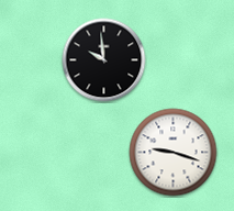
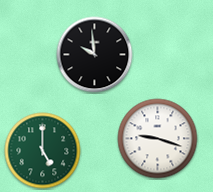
clock at (43, 151): none -> 5:00
